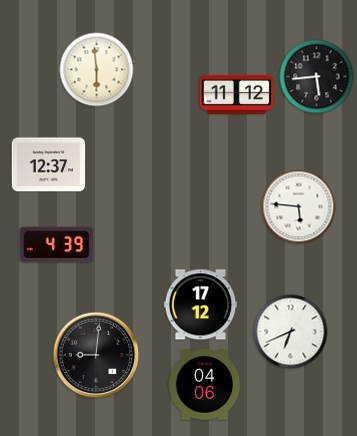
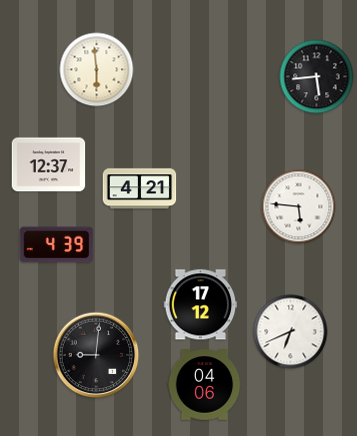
clock at (237, 94): 11:12 -> none
clock at (140, 189): none -> 4:21
